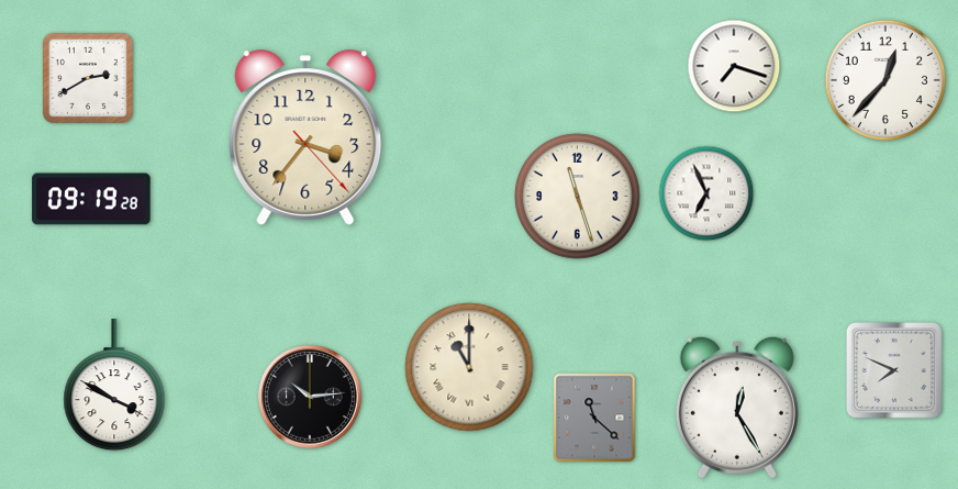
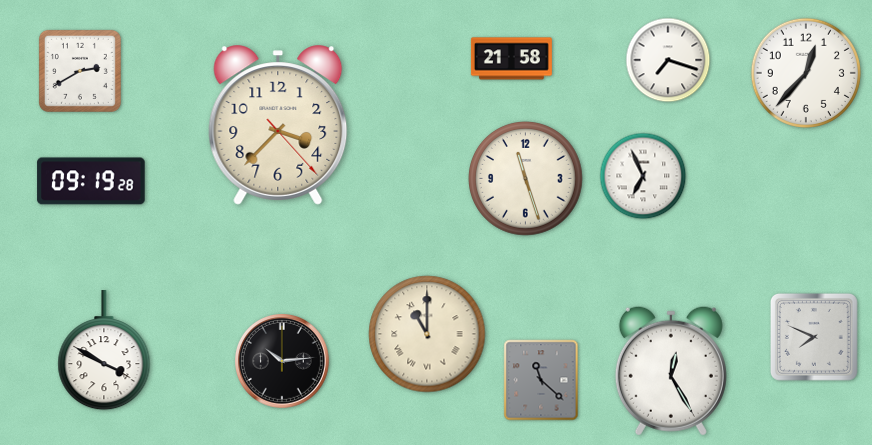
clock at (511, 59): none -> 21:58
clock at (305, 137): 3:36 -> 3:37
clock at (91, 199) position: (91, 199) -> (91, 181)
